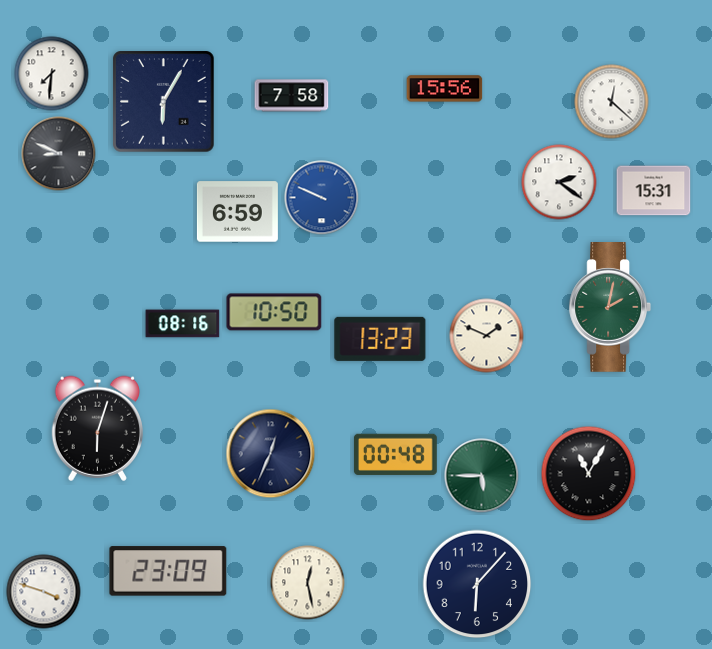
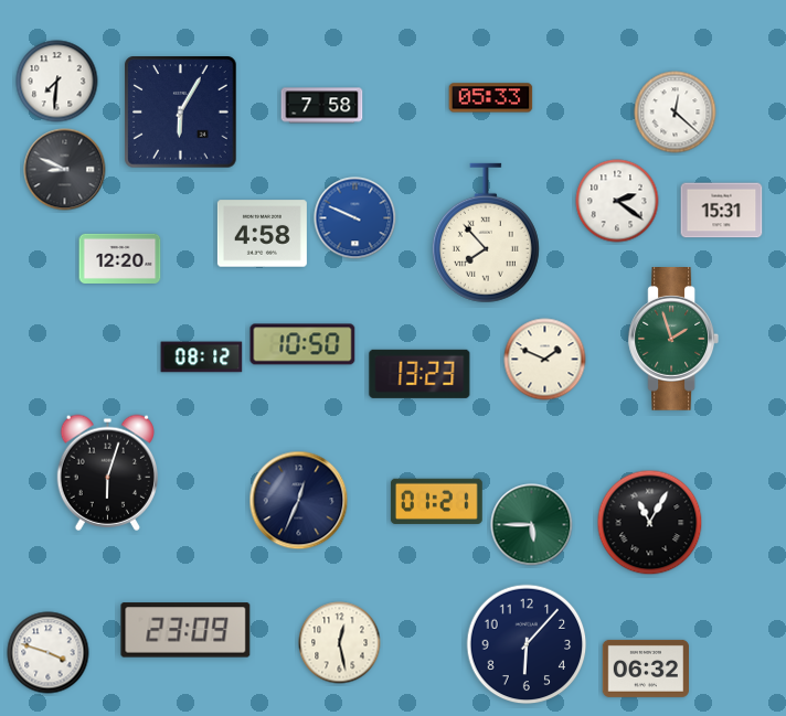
clock at (445, 89): 15:56 -> 05:33
clock at (486, 233): none -> 7:53
clock at (237, 212): 6:59 -> 4:58
clock at (120, 258): none -> 12:20
clock at (609, 308): 2:02 -> 1:57
clock at (183, 324): 08:16 -> 08:12
clock at (487, 336) position: (487, 336) -> (545, 360)
clock at (395, 454): 00:48 -> 01:21
clock at (645, 669): none -> 06:32
